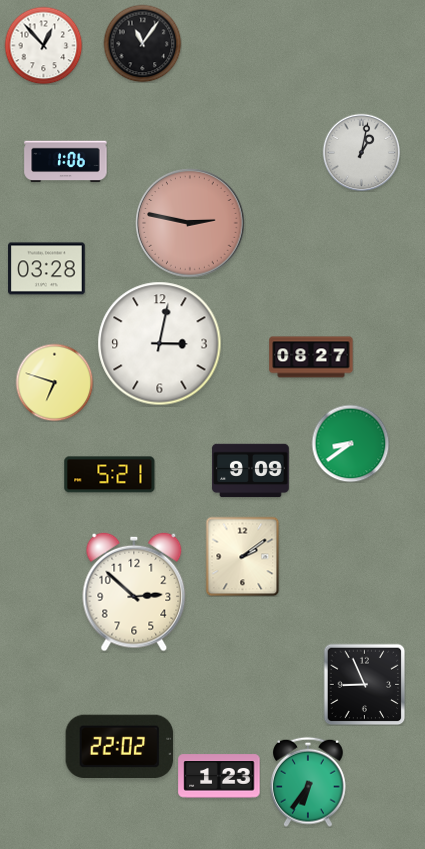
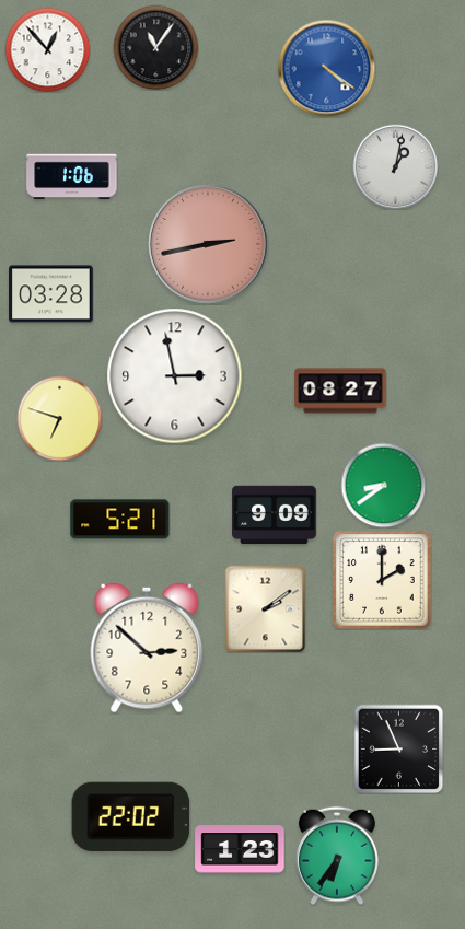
clock at (326, 68): none -> 4:21
clock at (190, 223): 2:47 -> 2:43
clock at (160, 344): 3:02 -> 2:58
clock at (382, 580): none -> 2:00
